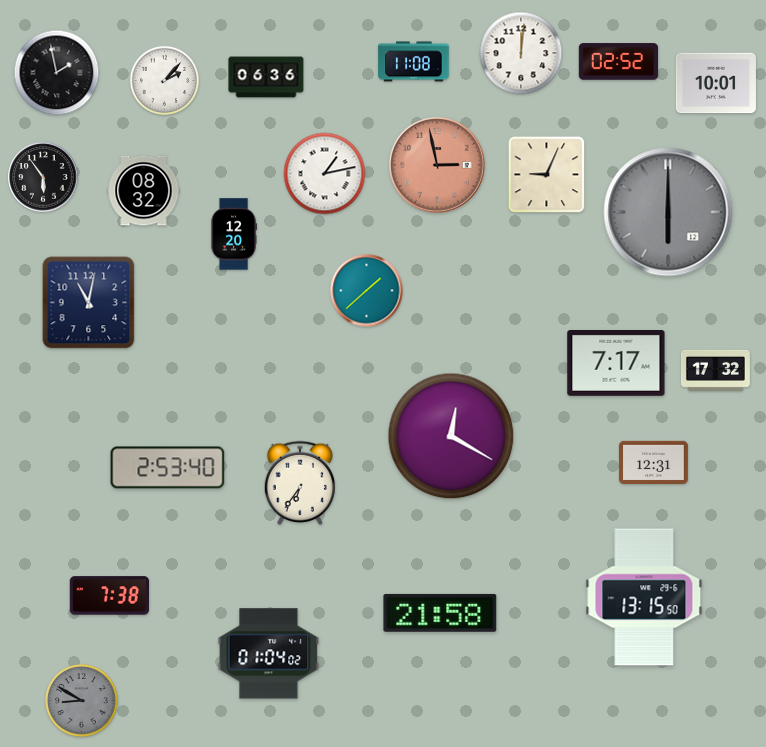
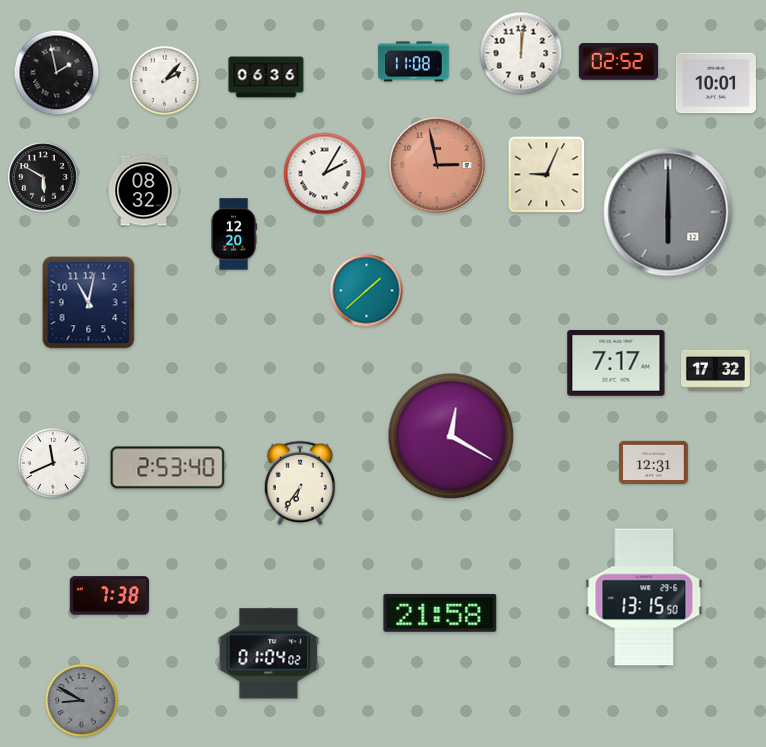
clock at (325, 174): 1:13 -> 2:05
clock at (43, 177): 5:54 -> 5:50
clock at (53, 463): none -> 11:41
